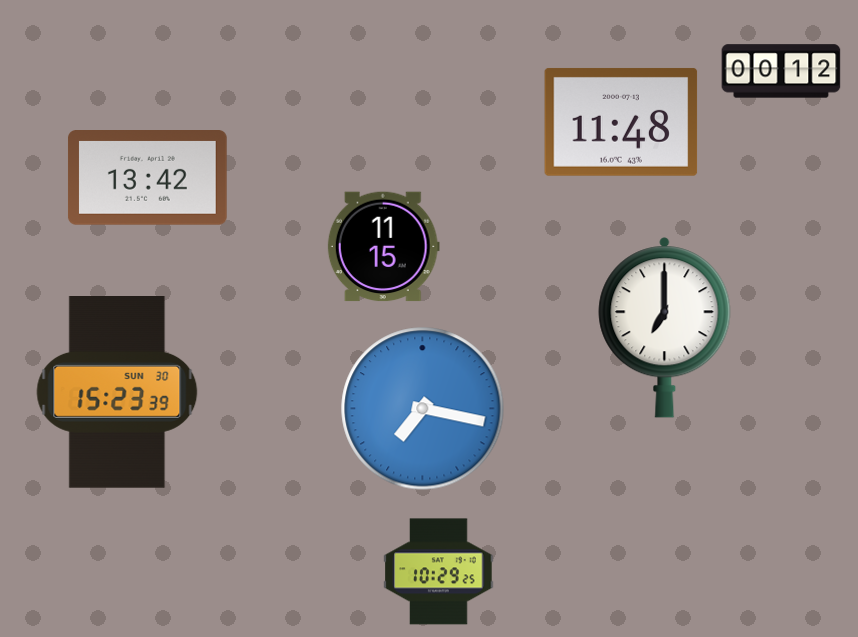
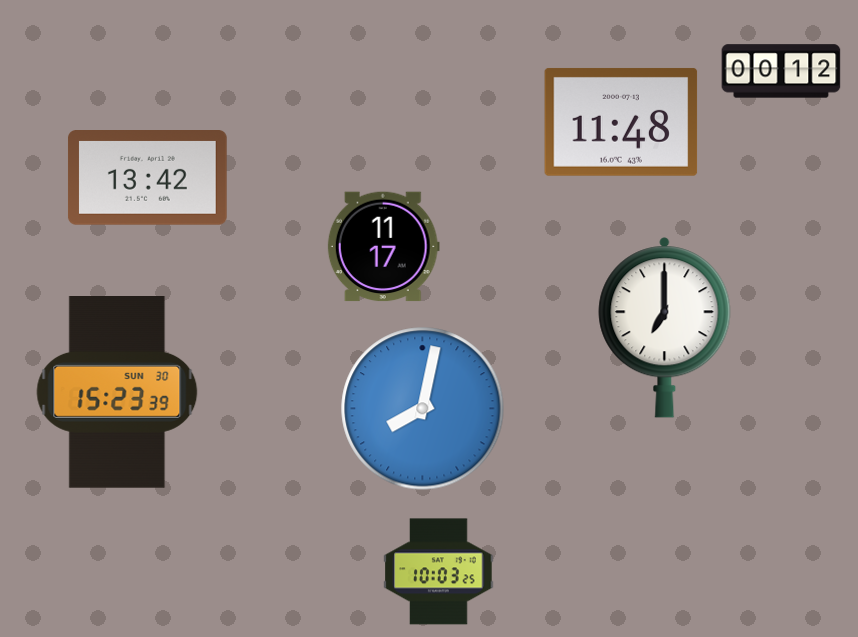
clock at (383, 247): 11:15 -> 11:17
clock at (423, 409): 7:17 -> 8:02
clock at (439, 572): 10:29 -> 10:03
